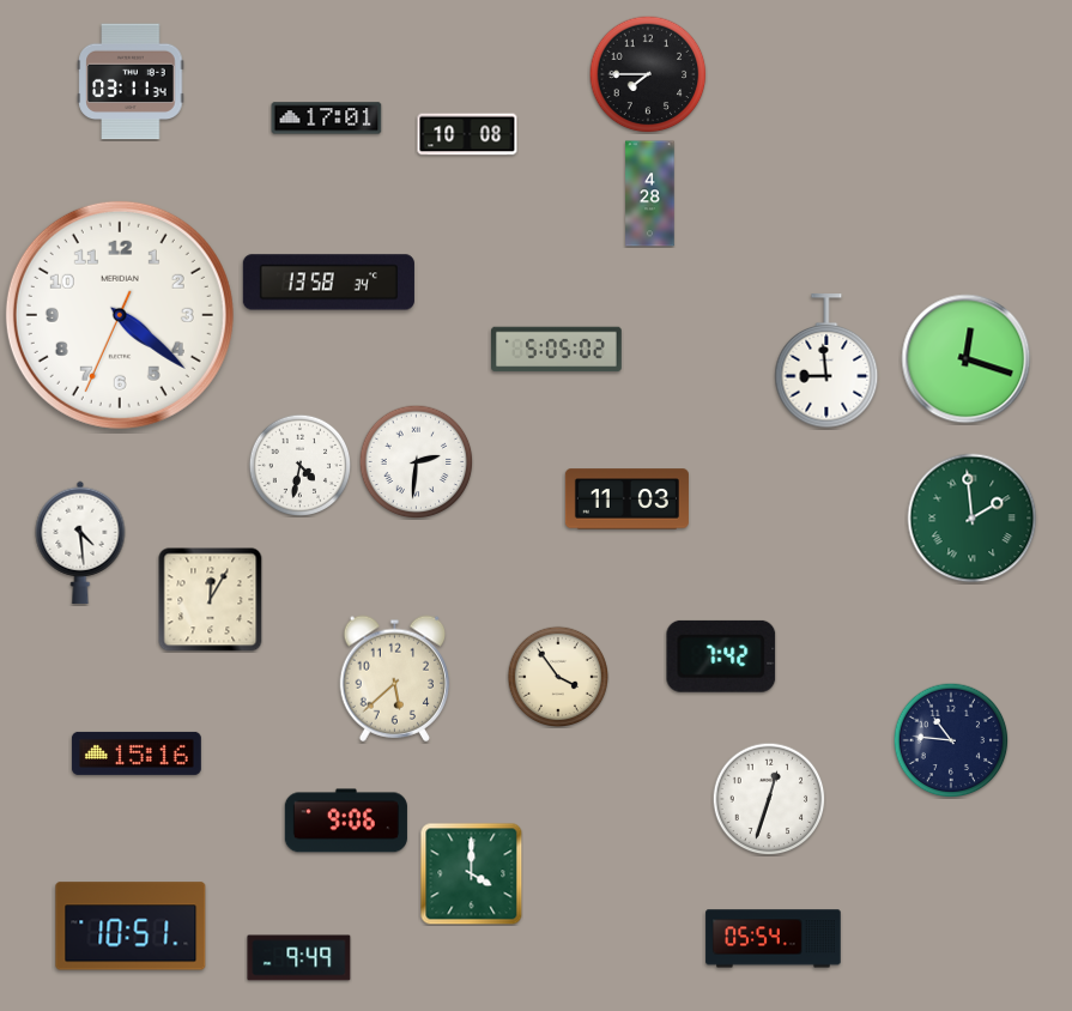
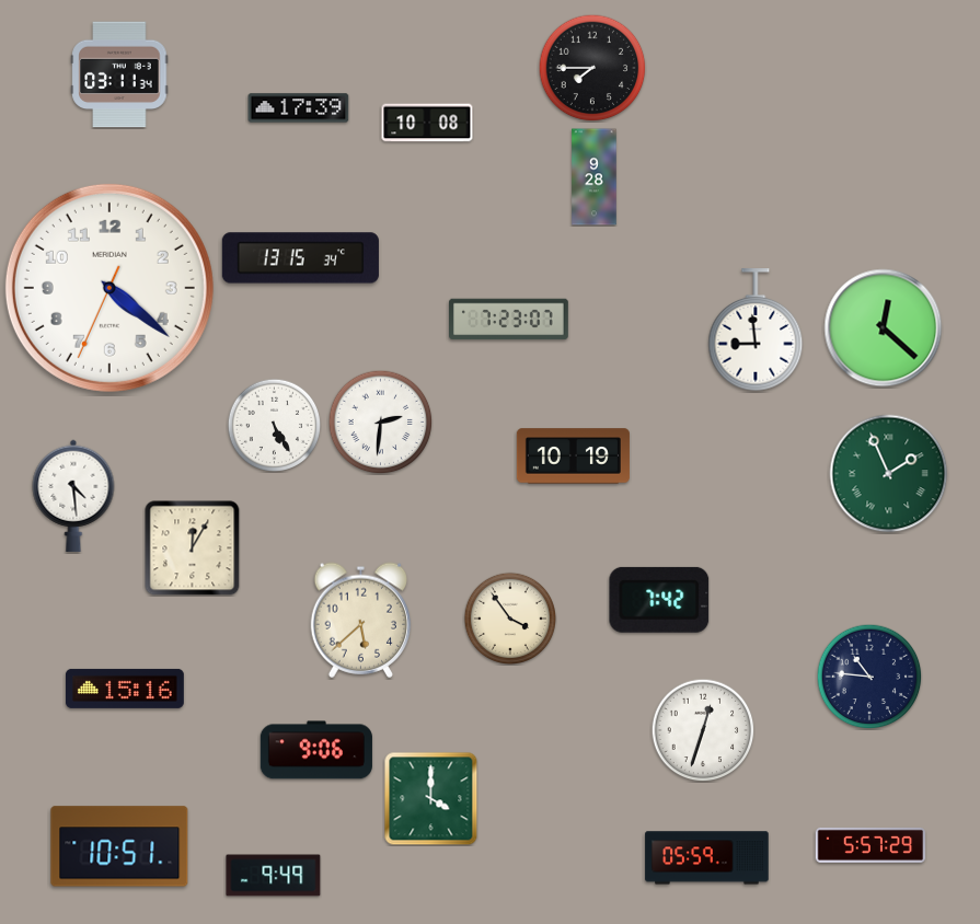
clock at (327, 119): 17:01 -> 17:39
clock at (650, 194): 4:28 -> 9:28
clock at (328, 283): 13:58 -> 13:15
clock at (557, 350): 5:05 -> 7:23
clock at (967, 359): 12:18 -> 12:22
clock at (299, 465): 4:32 -> 5:25
clock at (626, 500): 11:03 -> 10:19
clock at (973, 519): 1:59 -> 1:56
clock at (869, 845): none -> 5:57
clock at (774, 939): 05:54 -> 05:59
